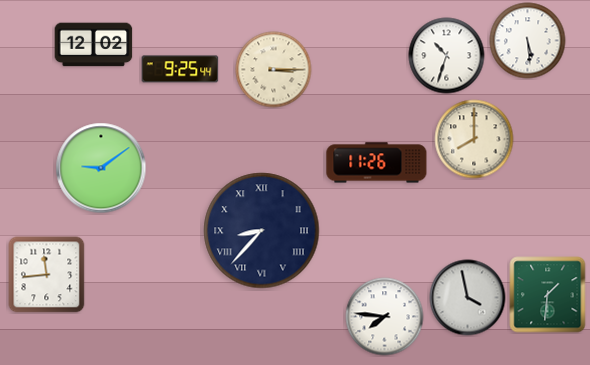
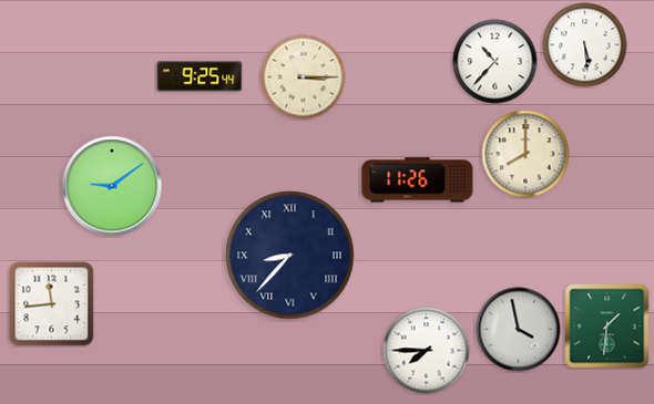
clock at (94, 45): 12:02 -> none
clock at (447, 56): 10:33 -> 10:37
clock at (385, 317): 7:46 -> 7:45
